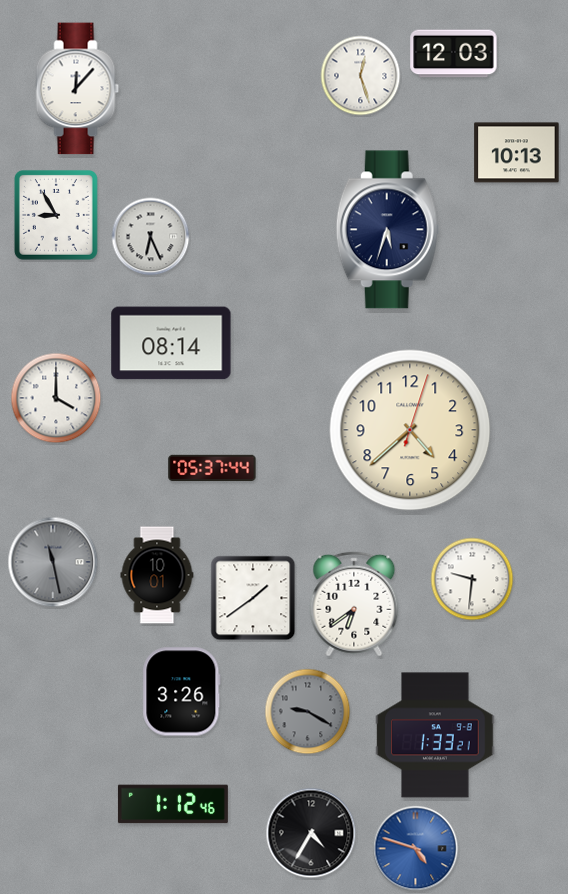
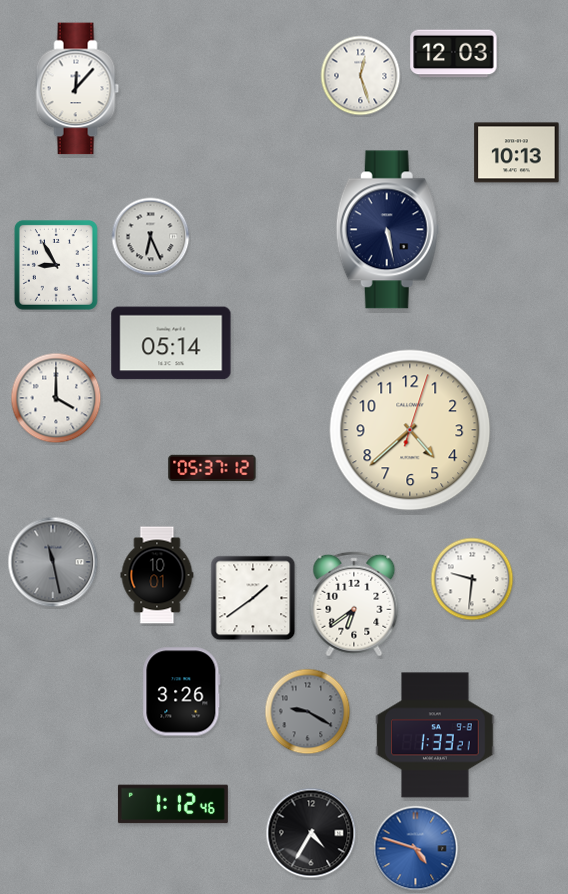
clock at (56, 215) position: (56, 215) -> (56, 265)
clock at (387, 230): 5:33 -> 5:28
clock at (171, 343): 08:14 -> 05:14
clock at (212, 468): 05:37:44 -> 05:37:12
